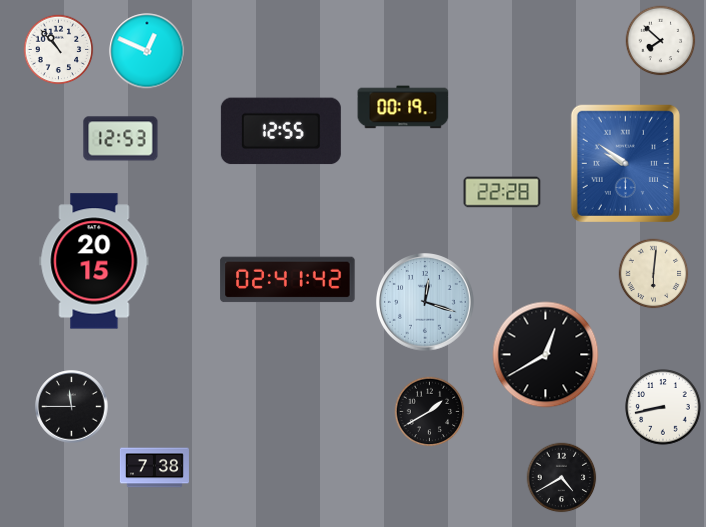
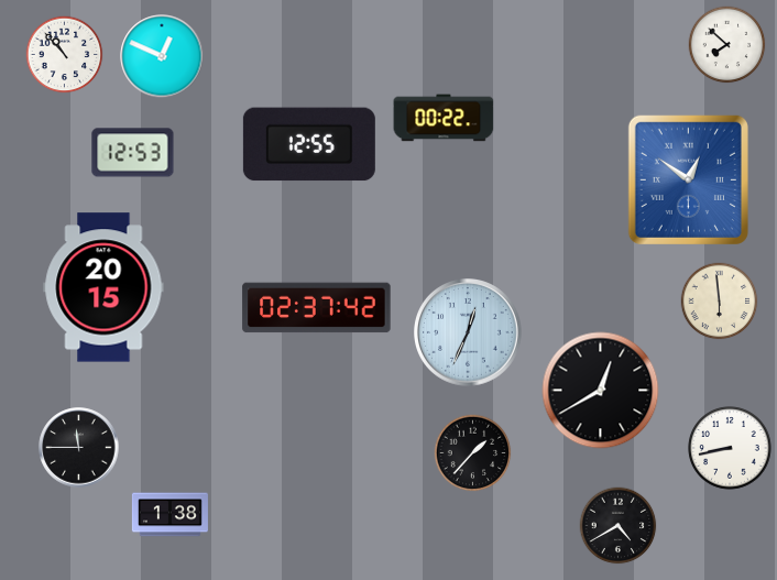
clock at (403, 107): 00:19 -> 00:22
clock at (625, 163): 9:51 -> 12:51
clock at (502, 192): 22:28 -> none
clock at (654, 274): 6:01 -> 5:59
clock at (288, 280): 02:41 -> 02:37
clock at (426, 303): 12:18 -> 12:34
clock at (430, 412): 1:40 -> 1:37
clock at (154, 468): 7:38 -> 1:38
